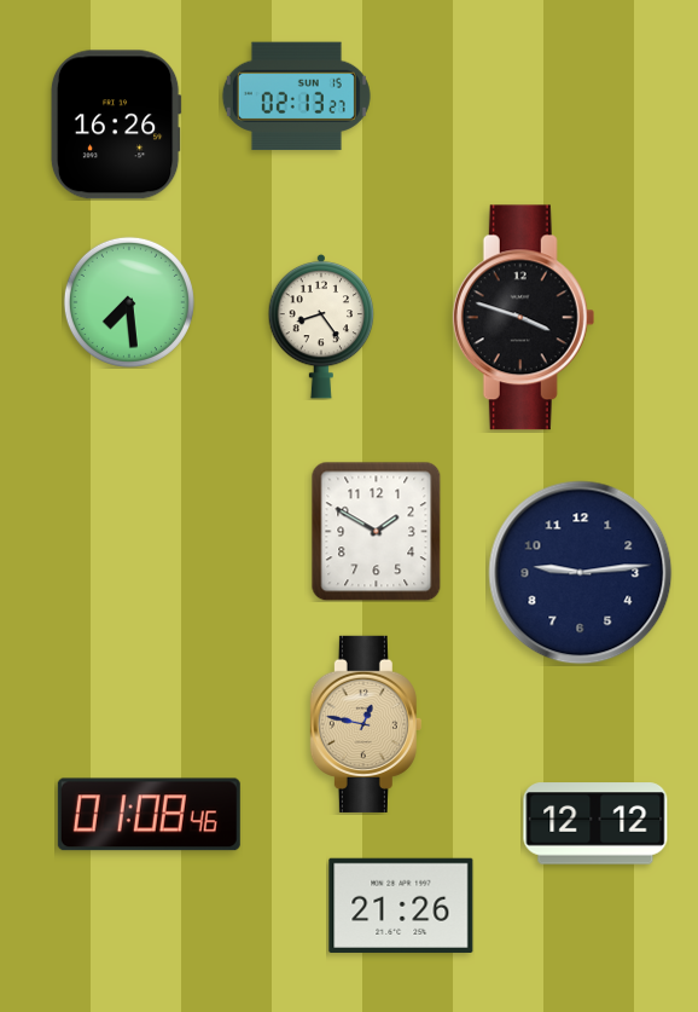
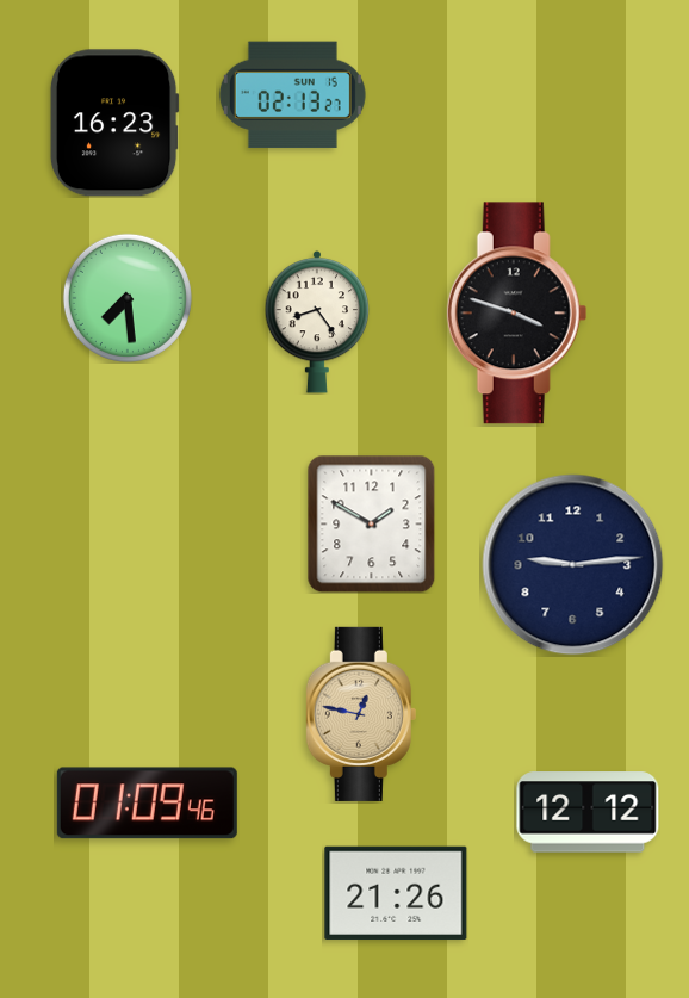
clock at (116, 125): 16:26 -> 16:23
clock at (149, 815): 01:08 -> 01:09
